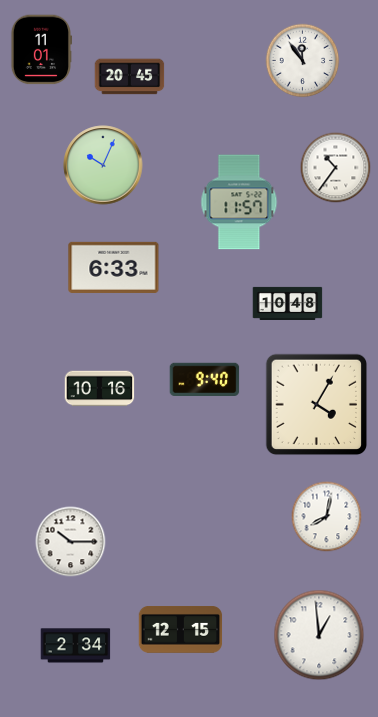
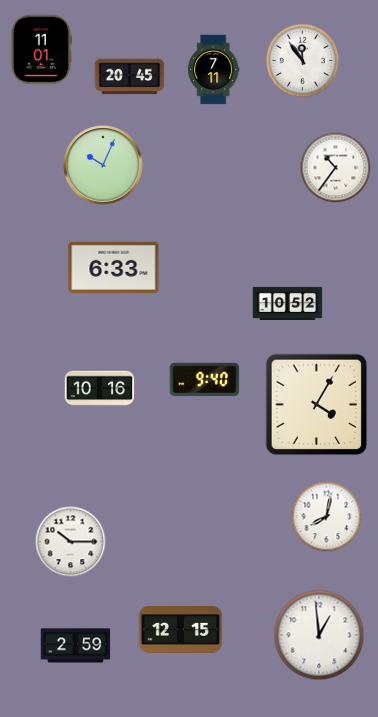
clock at (214, 70): none -> 7:11
clock at (239, 202): 11:57 -> none
clock at (288, 303): 10:48 -> 10:52
clock at (76, 646): 2:34 -> 2:59
